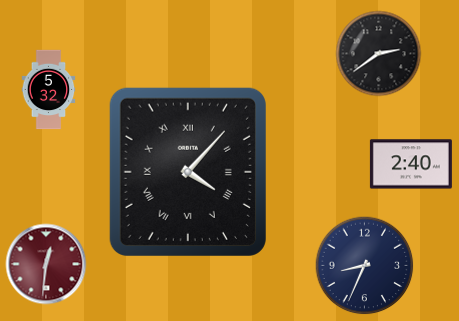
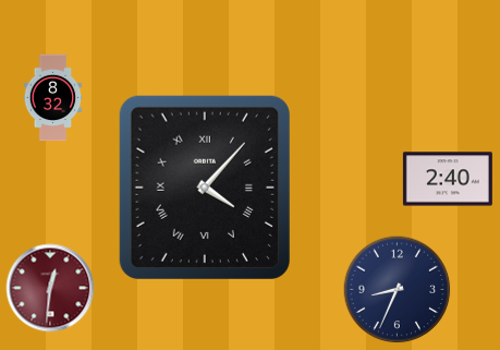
clock at (379, 54): 2:39 -> none
clock at (49, 90): 5:32 -> 8:32
